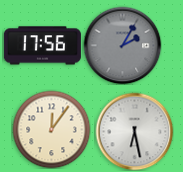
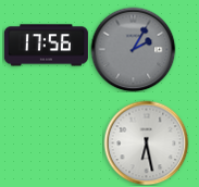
clock at (42, 46) position: (42, 46) -> (46, 46)
clock at (51, 129): 12:06 -> none
